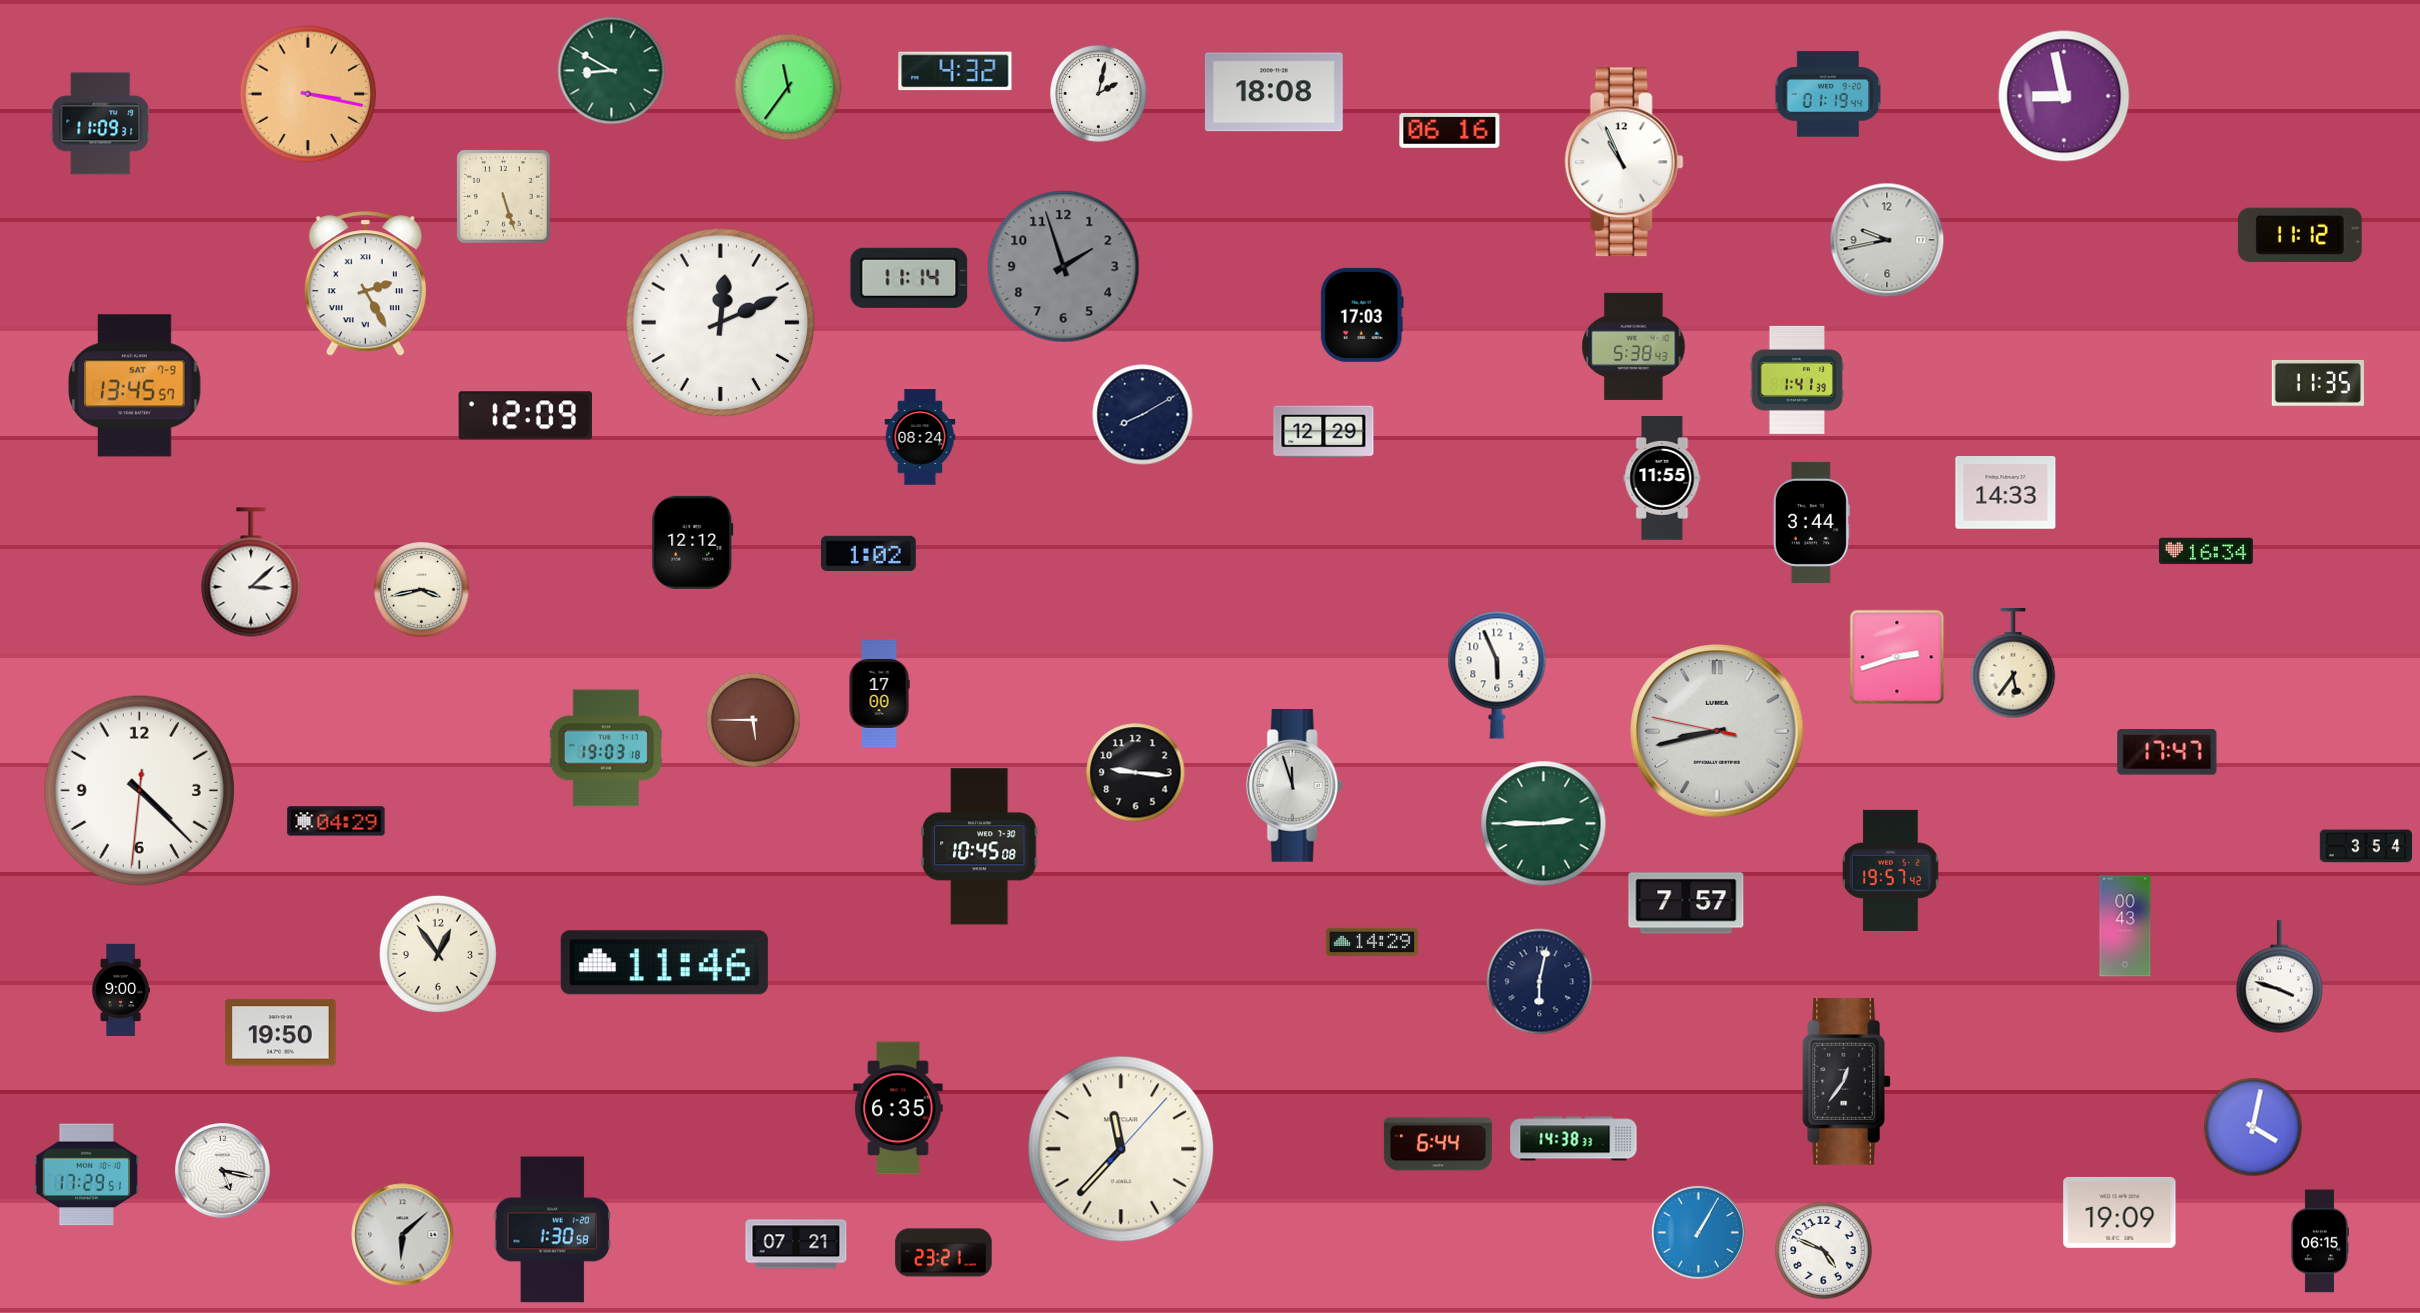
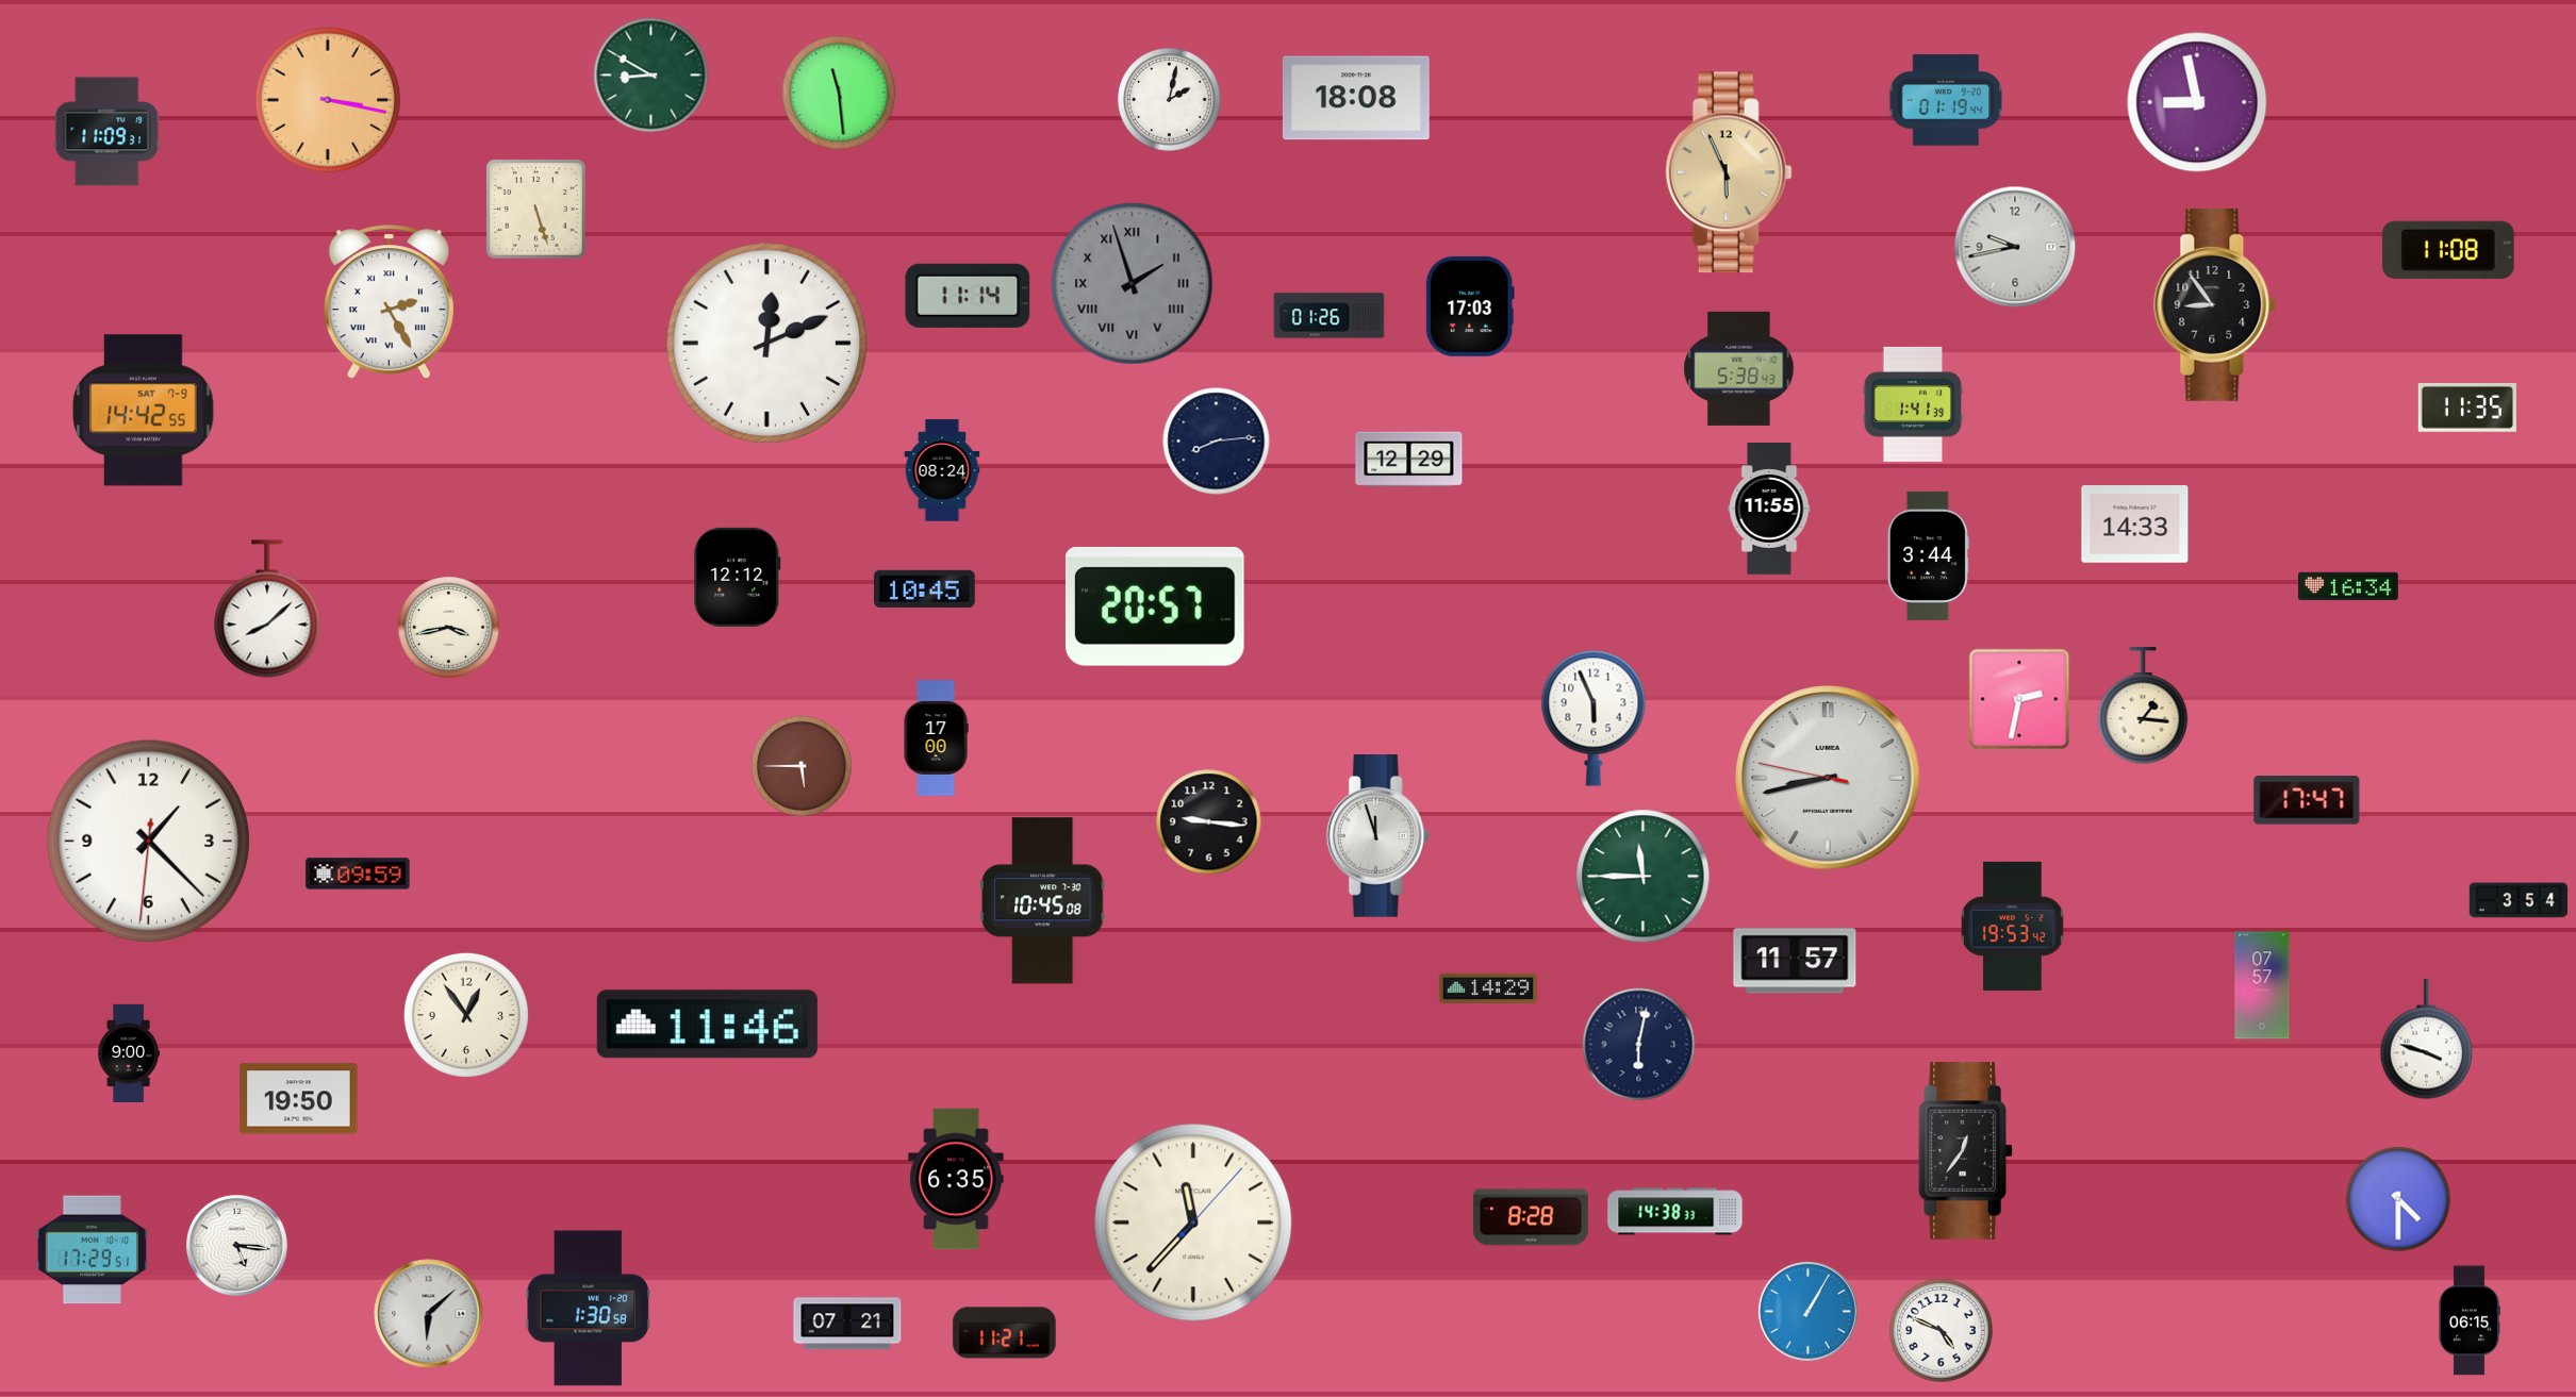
clock at (955, 71): 4:32 -> none
clock at (788, 87): 11:36 -> 11:29
clock at (1450, 130): 06:16 -> none
clock at (1624, 162): 10:56 -> 5:56
clock at (1624, 162) dial: white -> champagne
clock at (2300, 235): 11:12 -> 11:08
clock at (1887, 240) position: (1887, 240) -> (2015, 247)
clock at (1064, 267) numerals: Arabic -> Roman
clock at (2215, 304): none -> 8:54
clock at (1330, 316): none -> 01:26
clock at (1362, 315) position: (1362, 315) -> (1470, 306)
clock at (135, 386): 13:45 -> 14:42
clock at (1143, 415): 8:10 -> 8:14
clock at (526, 416): 12:09 -> none
clock at (920, 437) position: (920, 437) -> (942, 470)
clock at (869, 553): 1:02 -> 10:45
clock at (1155, 606): none -> 20:57
clock at (251, 572): 3:08 -> 8:08
clock at (1897, 657): 2:42 -> 2:32
clock at (2013, 664): 5:36 -> 1:16
clock at (606, 748): 19:03 -> none
clock at (139, 790): 4:22 -> 1:22
clock at (336, 821): 04:29 -> 09:59
clock at (1544, 824): 2:45 -> 11:45
clock at (1891, 870): 19:57 -> 19:53
clock at (1686, 903): 7:57 -> 11:57
clock at (2125, 926): 00:43 -> 07:57
clock at (1372, 942) position: (1372, 942) -> (1488, 988)
clock at (2253, 1127): 4:02 -> 4:30
clock at (1438, 1144): 6:44 -> 8:28
clock at (223, 1171): 5:17 -> 5:16
clock at (2120, 1212): 19:09 -> none
clock at (944, 1253): 23:21 -> 11:21
